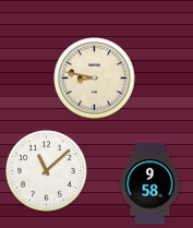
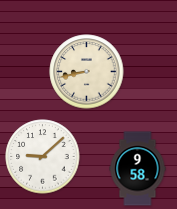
clock at (95, 79): 8:47 -> 8:43
clock at (47, 171): 11:08 -> 9:08
